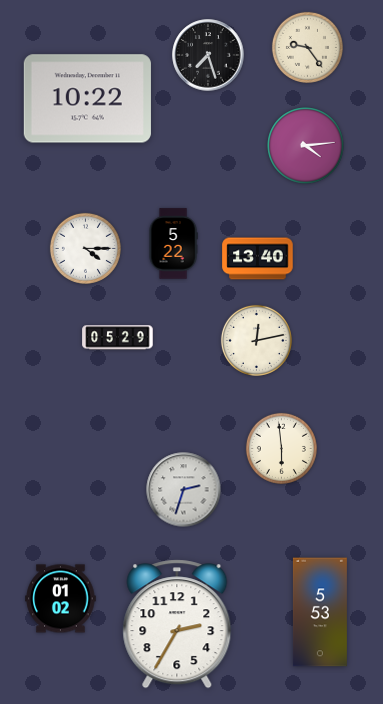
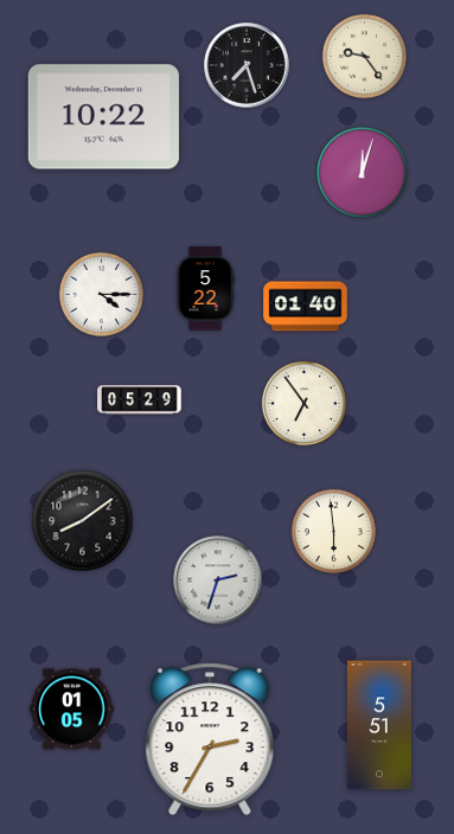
clock at (306, 146): 4:14 -> 12:03
clock at (258, 259): 13:40 -> 01:40
clock at (256, 340): 12:13 -> 6:54
clock at (83, 521): none -> 8:09
clock at (61, 599): 01:02 -> 01:05
clock at (320, 612): 5:53 -> 5:51
